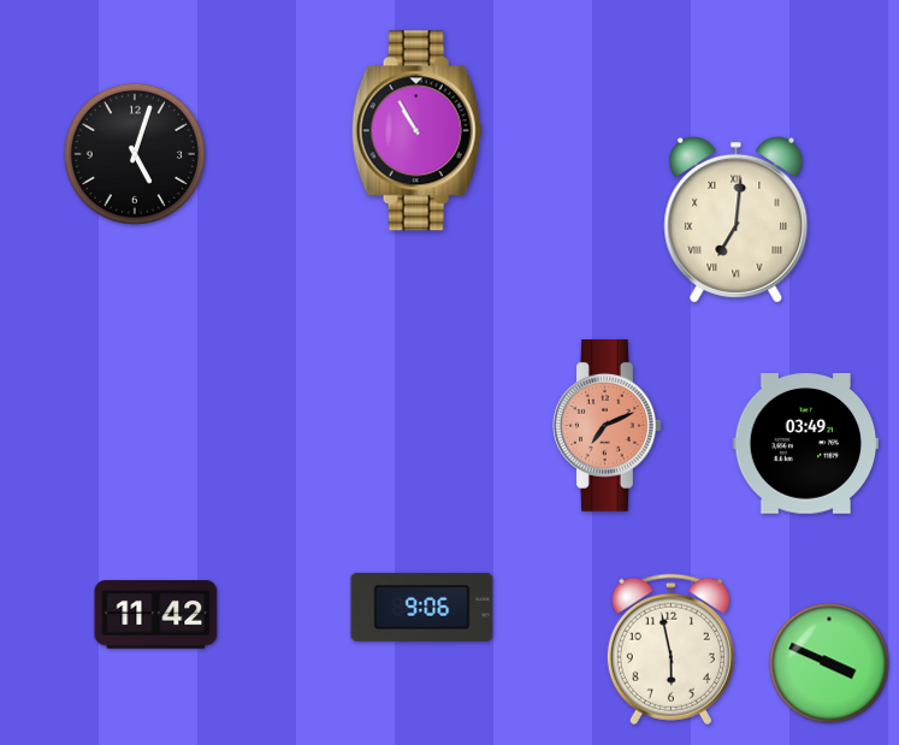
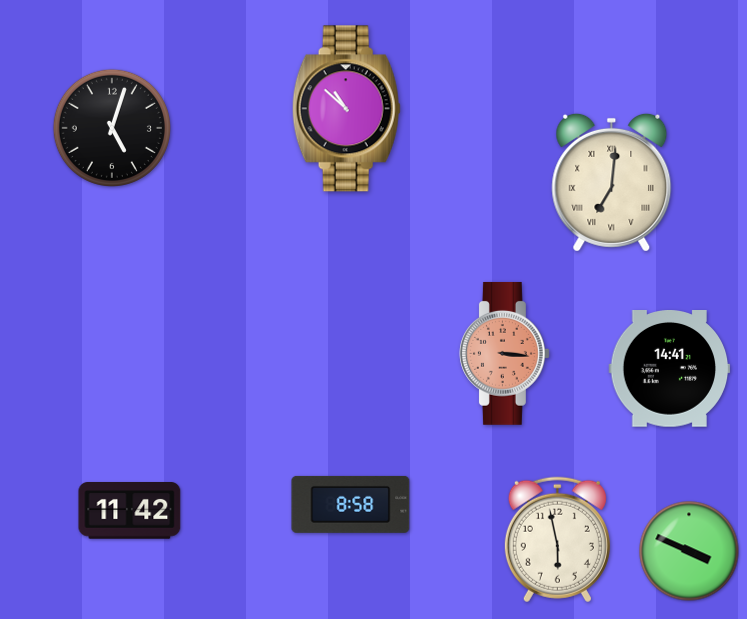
clock at (416, 131): 10:55 -> 10:52
clock at (607, 425): 7:11 -> 3:16
clock at (806, 444): 03:49 -> 14:41
clock at (422, 607): 9:06 -> 8:58
